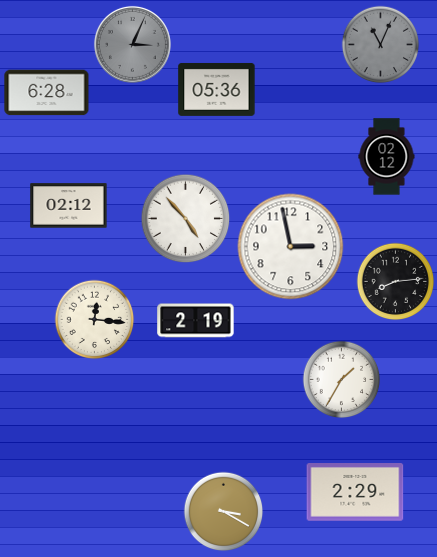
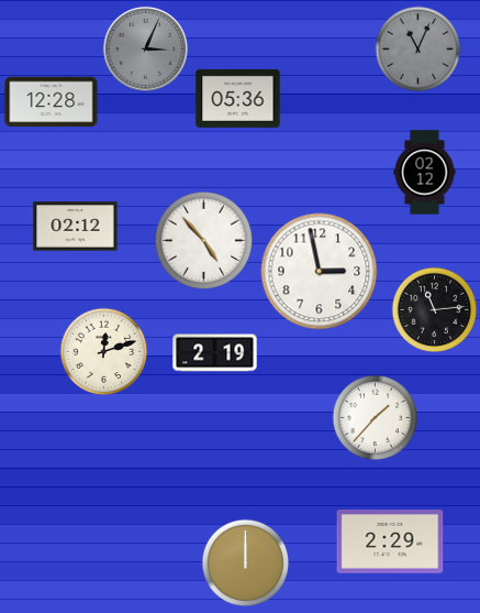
clock at (47, 93): 6:28 -> 12:28
clock at (395, 281): 8:14 -> 11:14
clock at (94, 319): 12:16 -> 12:12
clock at (341, 379): 1:35 -> 1:37
clock at (223, 511): 3:20 -> 12:00
